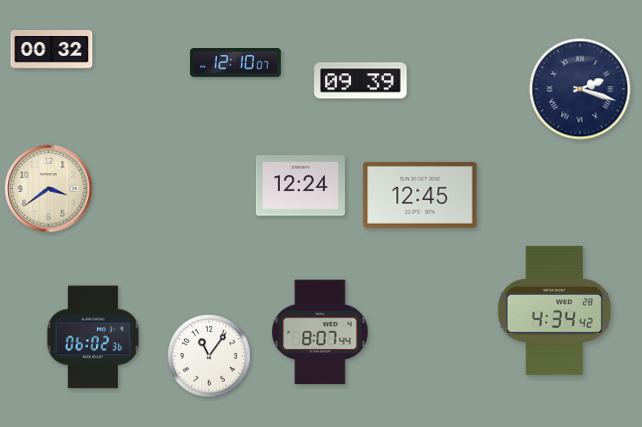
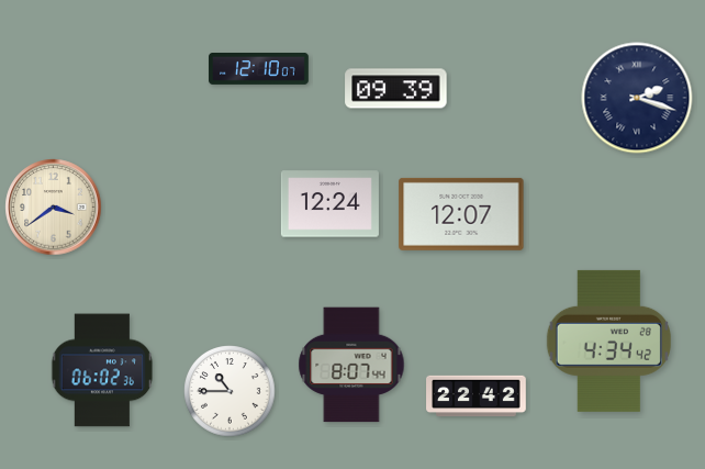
clock at (52, 50): 00:32 -> none
clock at (420, 195): 12:45 -> 12:07
clock at (209, 356): 11:06 -> 10:45
clock at (477, 397): none -> 22:42
